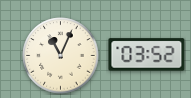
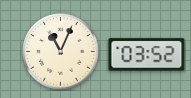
clock at (61, 56) position: (61, 56) -> (61, 52)
